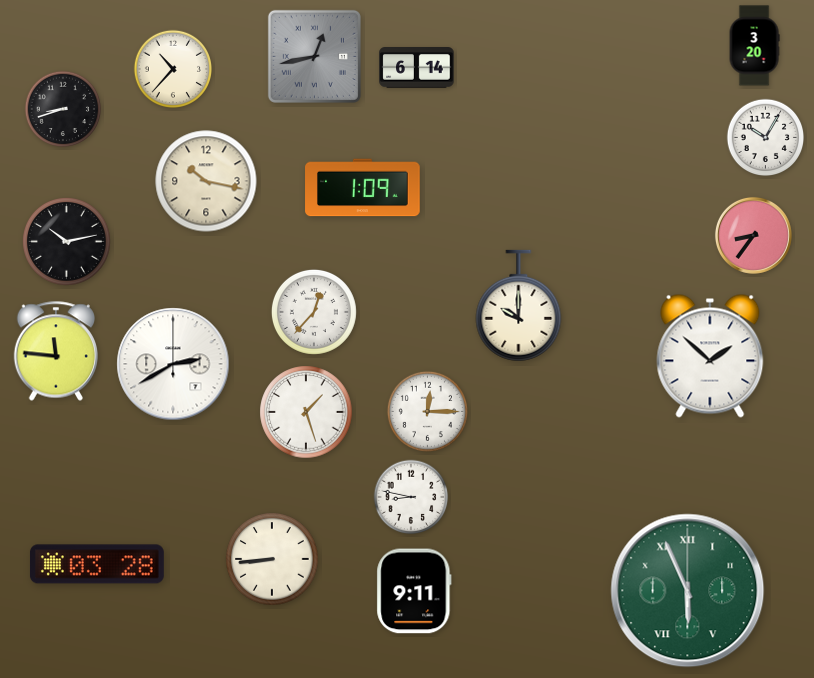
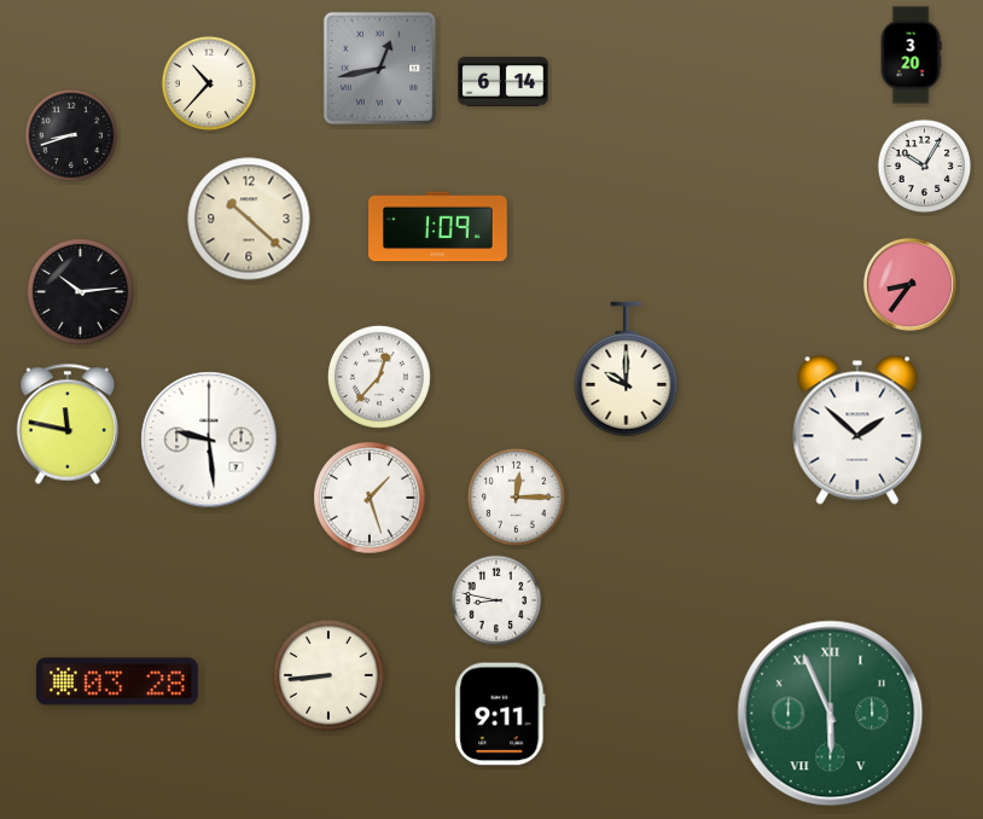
clock at (63, 109) position: (63, 109) -> (71, 135)
clock at (206, 181): 10:17 -> 10:22
clock at (67, 242): 10:13 -> 10:14
clock at (55, 351): 11:46 -> 11:47
clock at (173, 364): 2:40 -> 9:29
